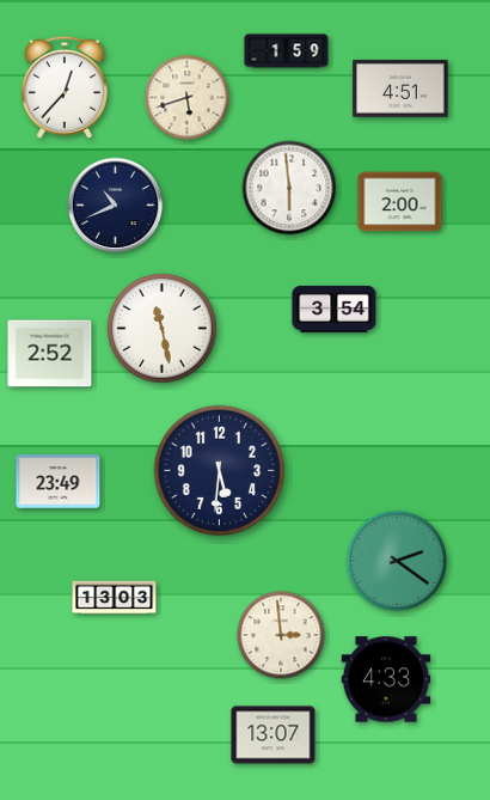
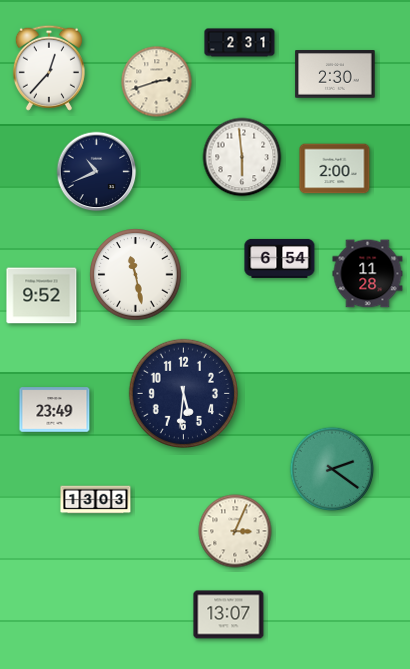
clock at (287, 51): 1:59 -> 2:31
clock at (65, 87) position: (65, 87) -> (49, 68)
clock at (400, 88): 4:51 -> 2:30
clock at (188, 98): 5:42 -> 2:42
clock at (335, 309): 3:54 -> 6:54
clock at (368, 274): none -> 11:28
clock at (50, 354): 2:52 -> 9:52
clock at (59, 482) position: (59, 482) -> (55, 410)
clock at (281, 635): 2:59 -> 3:04
clock at (386, 679): 4:33 -> none
